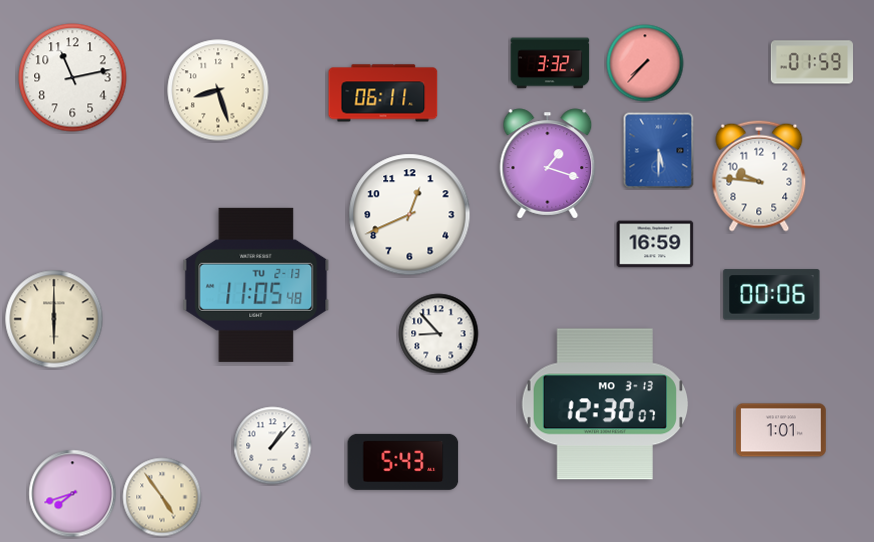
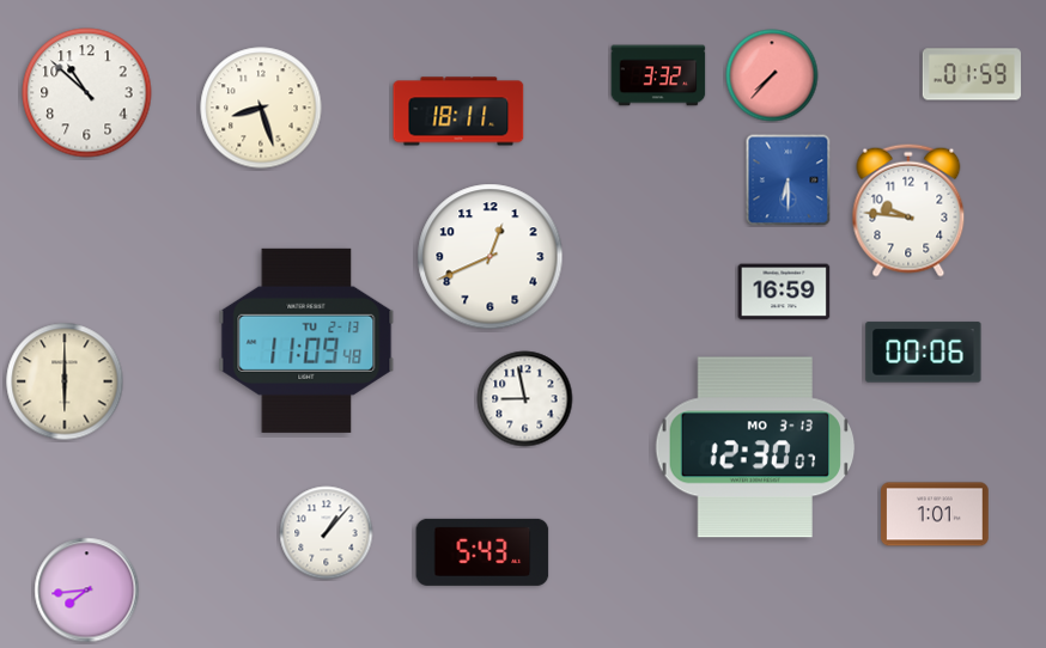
clock at (73, 78): 11:13 -> 10:52
clock at (383, 93): 06:11 -> 18:11
clock at (659, 151): 5:30 -> 6:30
clock at (548, 164): 1:18 -> none
clock at (256, 285): 11:05 -> 11:09
clock at (439, 334): 8:53 -> 8:58
clock at (605, 404) position: (605, 404) -> (755, 447)
clock at (73, 494): 7:42 -> 7:44
clock at (162, 497): 4:54 -> none
